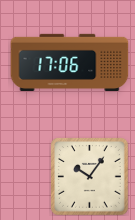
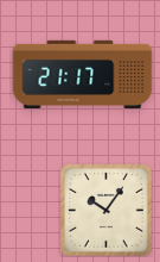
clock at (70, 62): 17:06 -> 21:17
